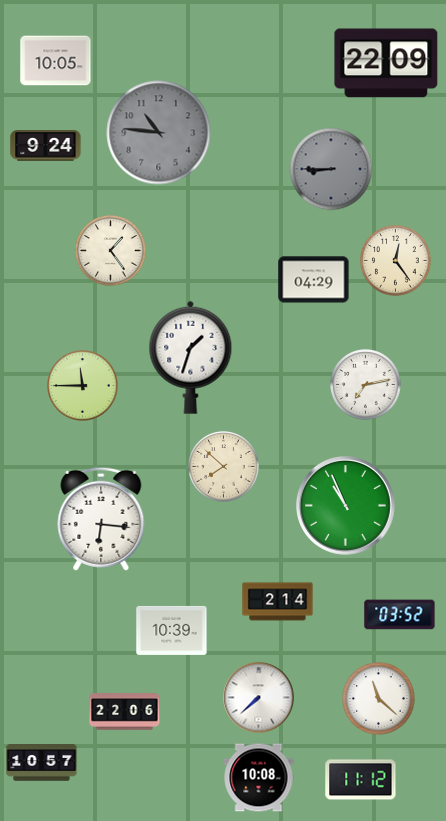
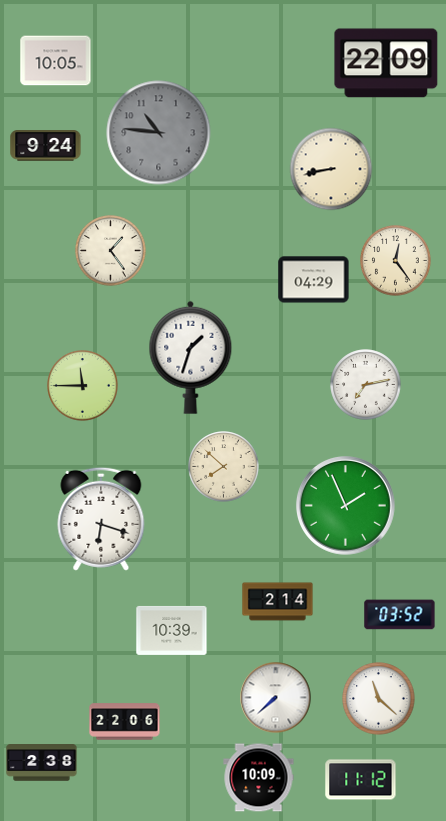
clock at (331, 169): 8:45 -> 8:43
clock at (331, 169) dial: grey -> cream
clock at (345, 505): 10:56 -> 1:56
clock at (101, 519): 6:16 -> 6:18
clock at (259, 698) position: (259, 698) -> (276, 698)
clock at (125, 712) position: (125, 712) -> (125, 722)
clock at (42, 763): 10:57 -> 2:38
clock at (259, 778): 10:08 -> 10:09
